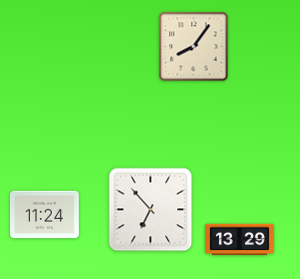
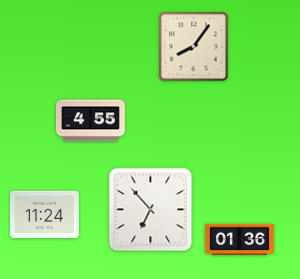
clock at (90, 121): none -> 4:55
clock at (239, 240): 13:29 -> 01:36
